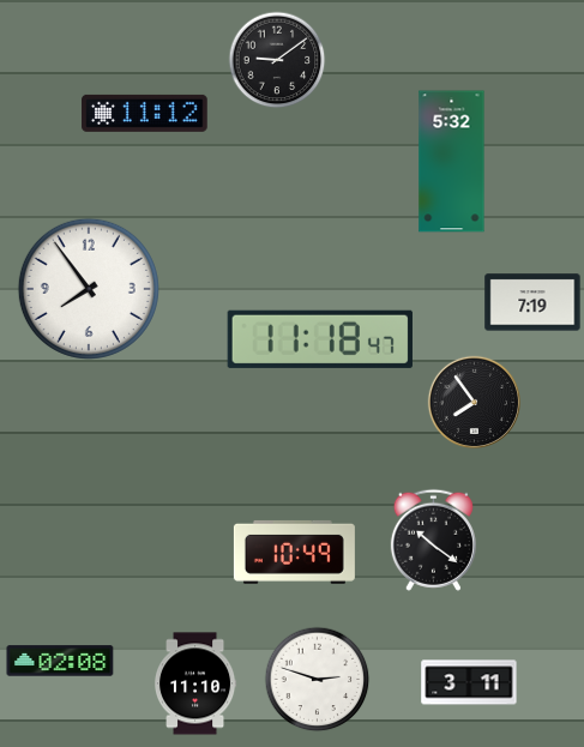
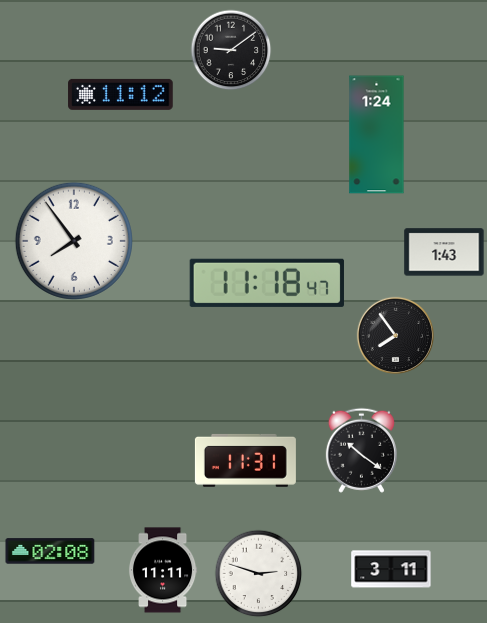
clock at (452, 162): 5:32 -> 1:24
clock at (532, 302): 7:19 -> 1:43
clock at (294, 552): 10:49 -> 11:31
clock at (318, 680) position: (318, 680) -> (259, 574)
clock at (195, 683): 11:10 -> 11:11
